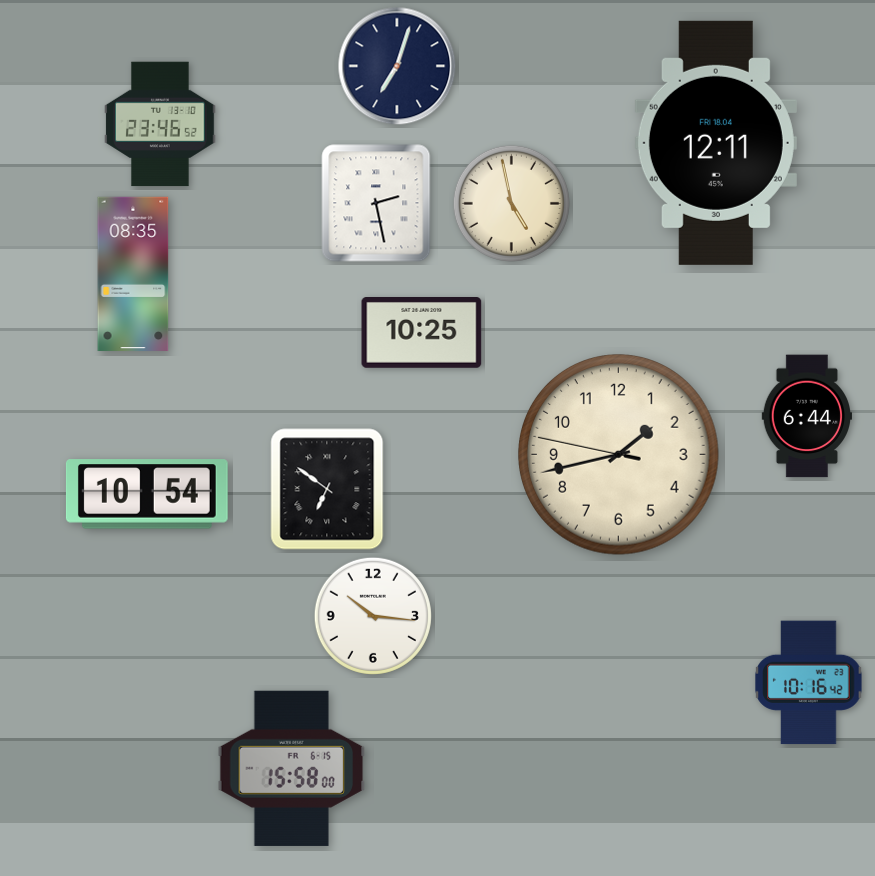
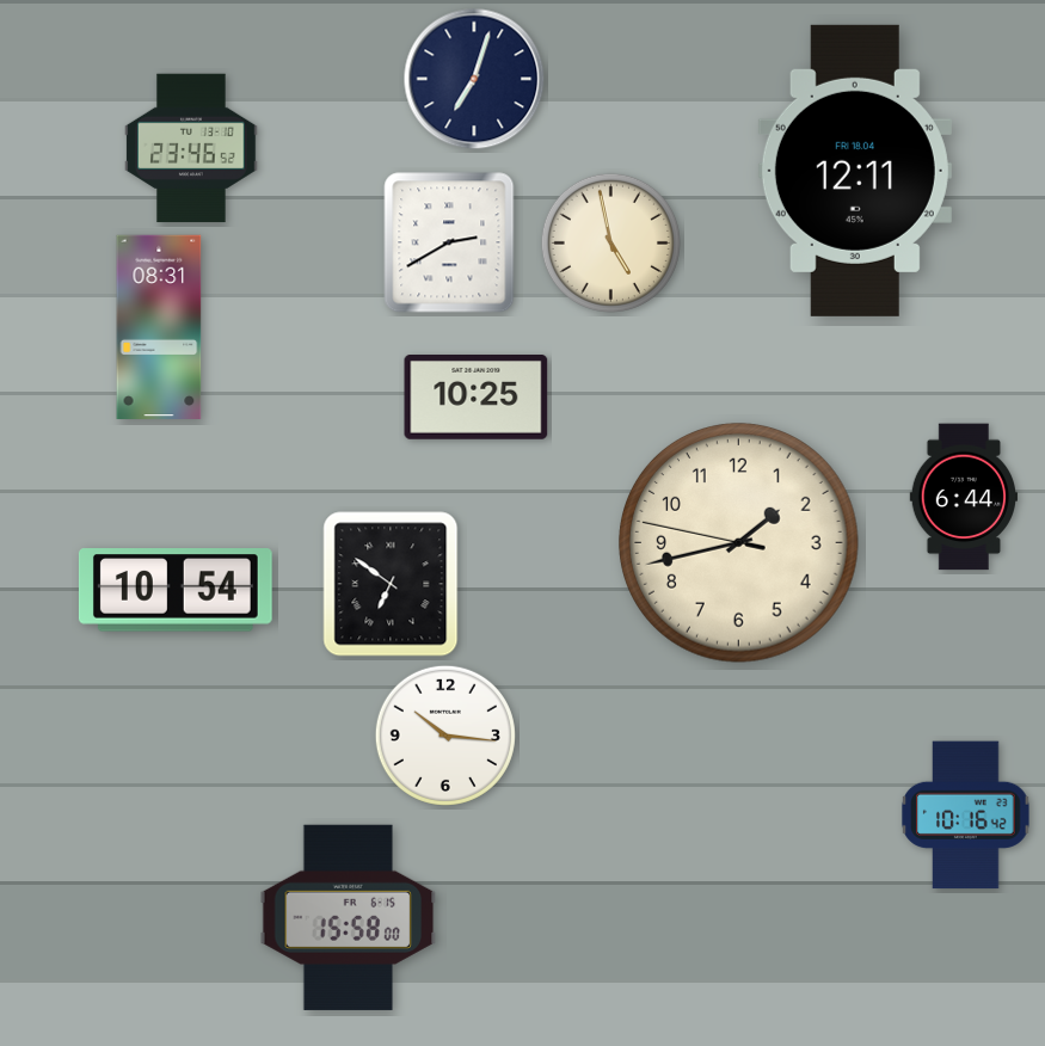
clock at (376, 203): 2:28 -> 2:40
clock at (133, 274): 08:35 -> 08:31
clock at (422, 333) position: (422, 333) -> (477, 398)
